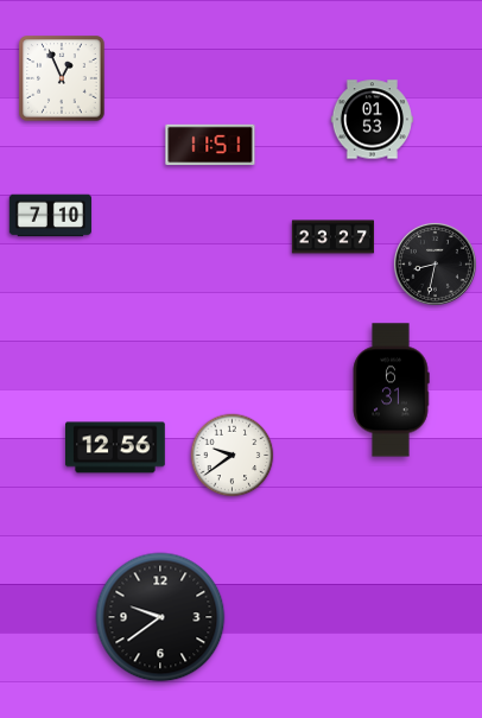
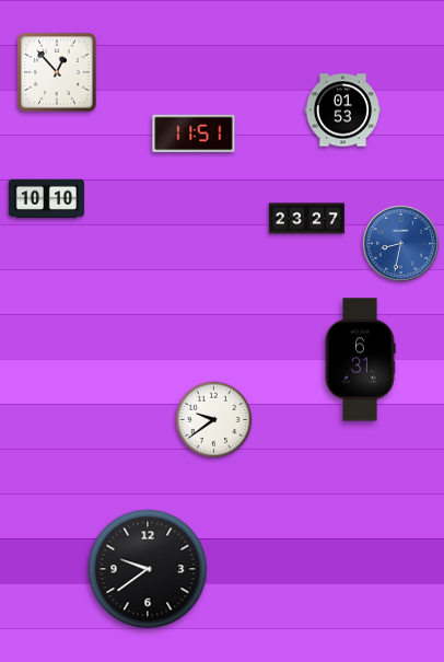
clock at (62, 78): 12:56 -> 12:53
clock at (50, 216): 7:10 -> 10:10
clock at (435, 263) dial: black -> blue
clock at (116, 447): 12:56 -> none
